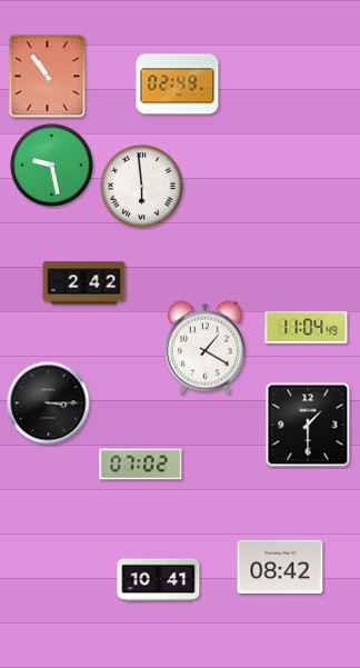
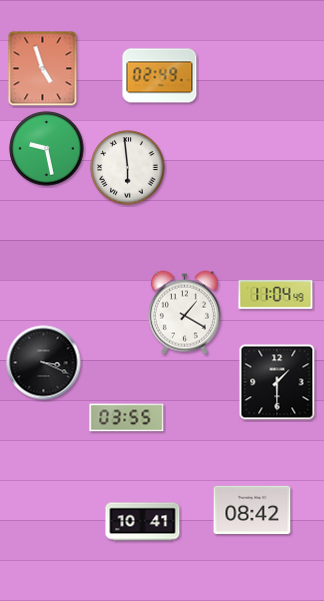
clock at (48, 77): 10:54 -> 4:57
clock at (84, 283): 2:42 -> none
clock at (49, 403): 3:15 -> 3:19
clock at (141, 465): 07:02 -> 03:55
